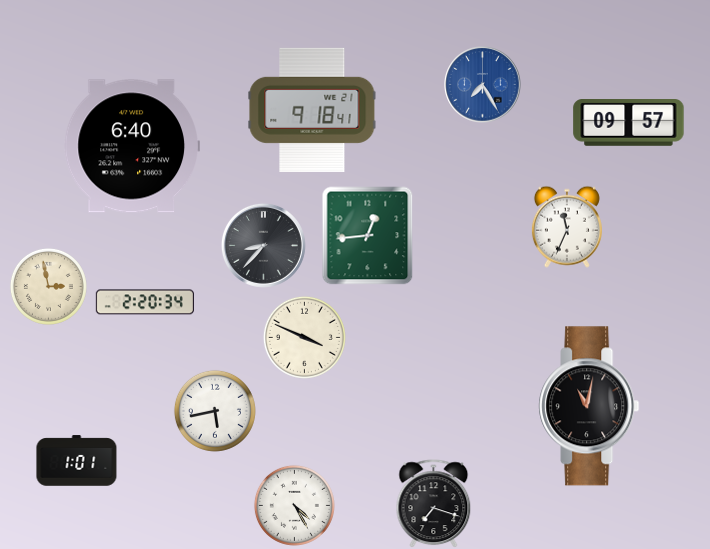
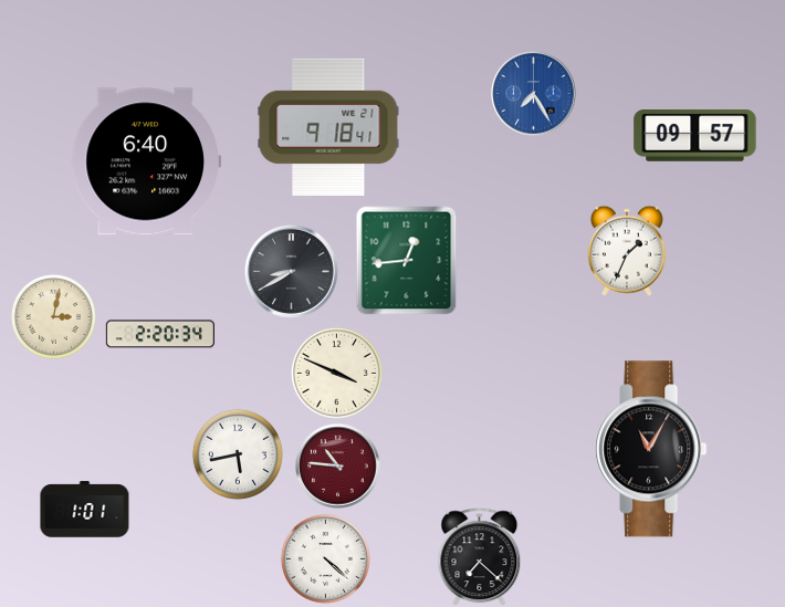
clock at (312, 110) position: (312, 110) -> (328, 127)
clock at (567, 227): 11:34 -> 1:34
clock at (263, 245): 8:37 -> 8:40
clock at (48, 286): 2:58 -> 3:02
clock at (589, 406): 11:02 -> 11:05
clock at (338, 467): none -> 10:46
clock at (434, 504): 7:18 -> 7:22
clock at (294, 505): 4:25 -> 4:22
